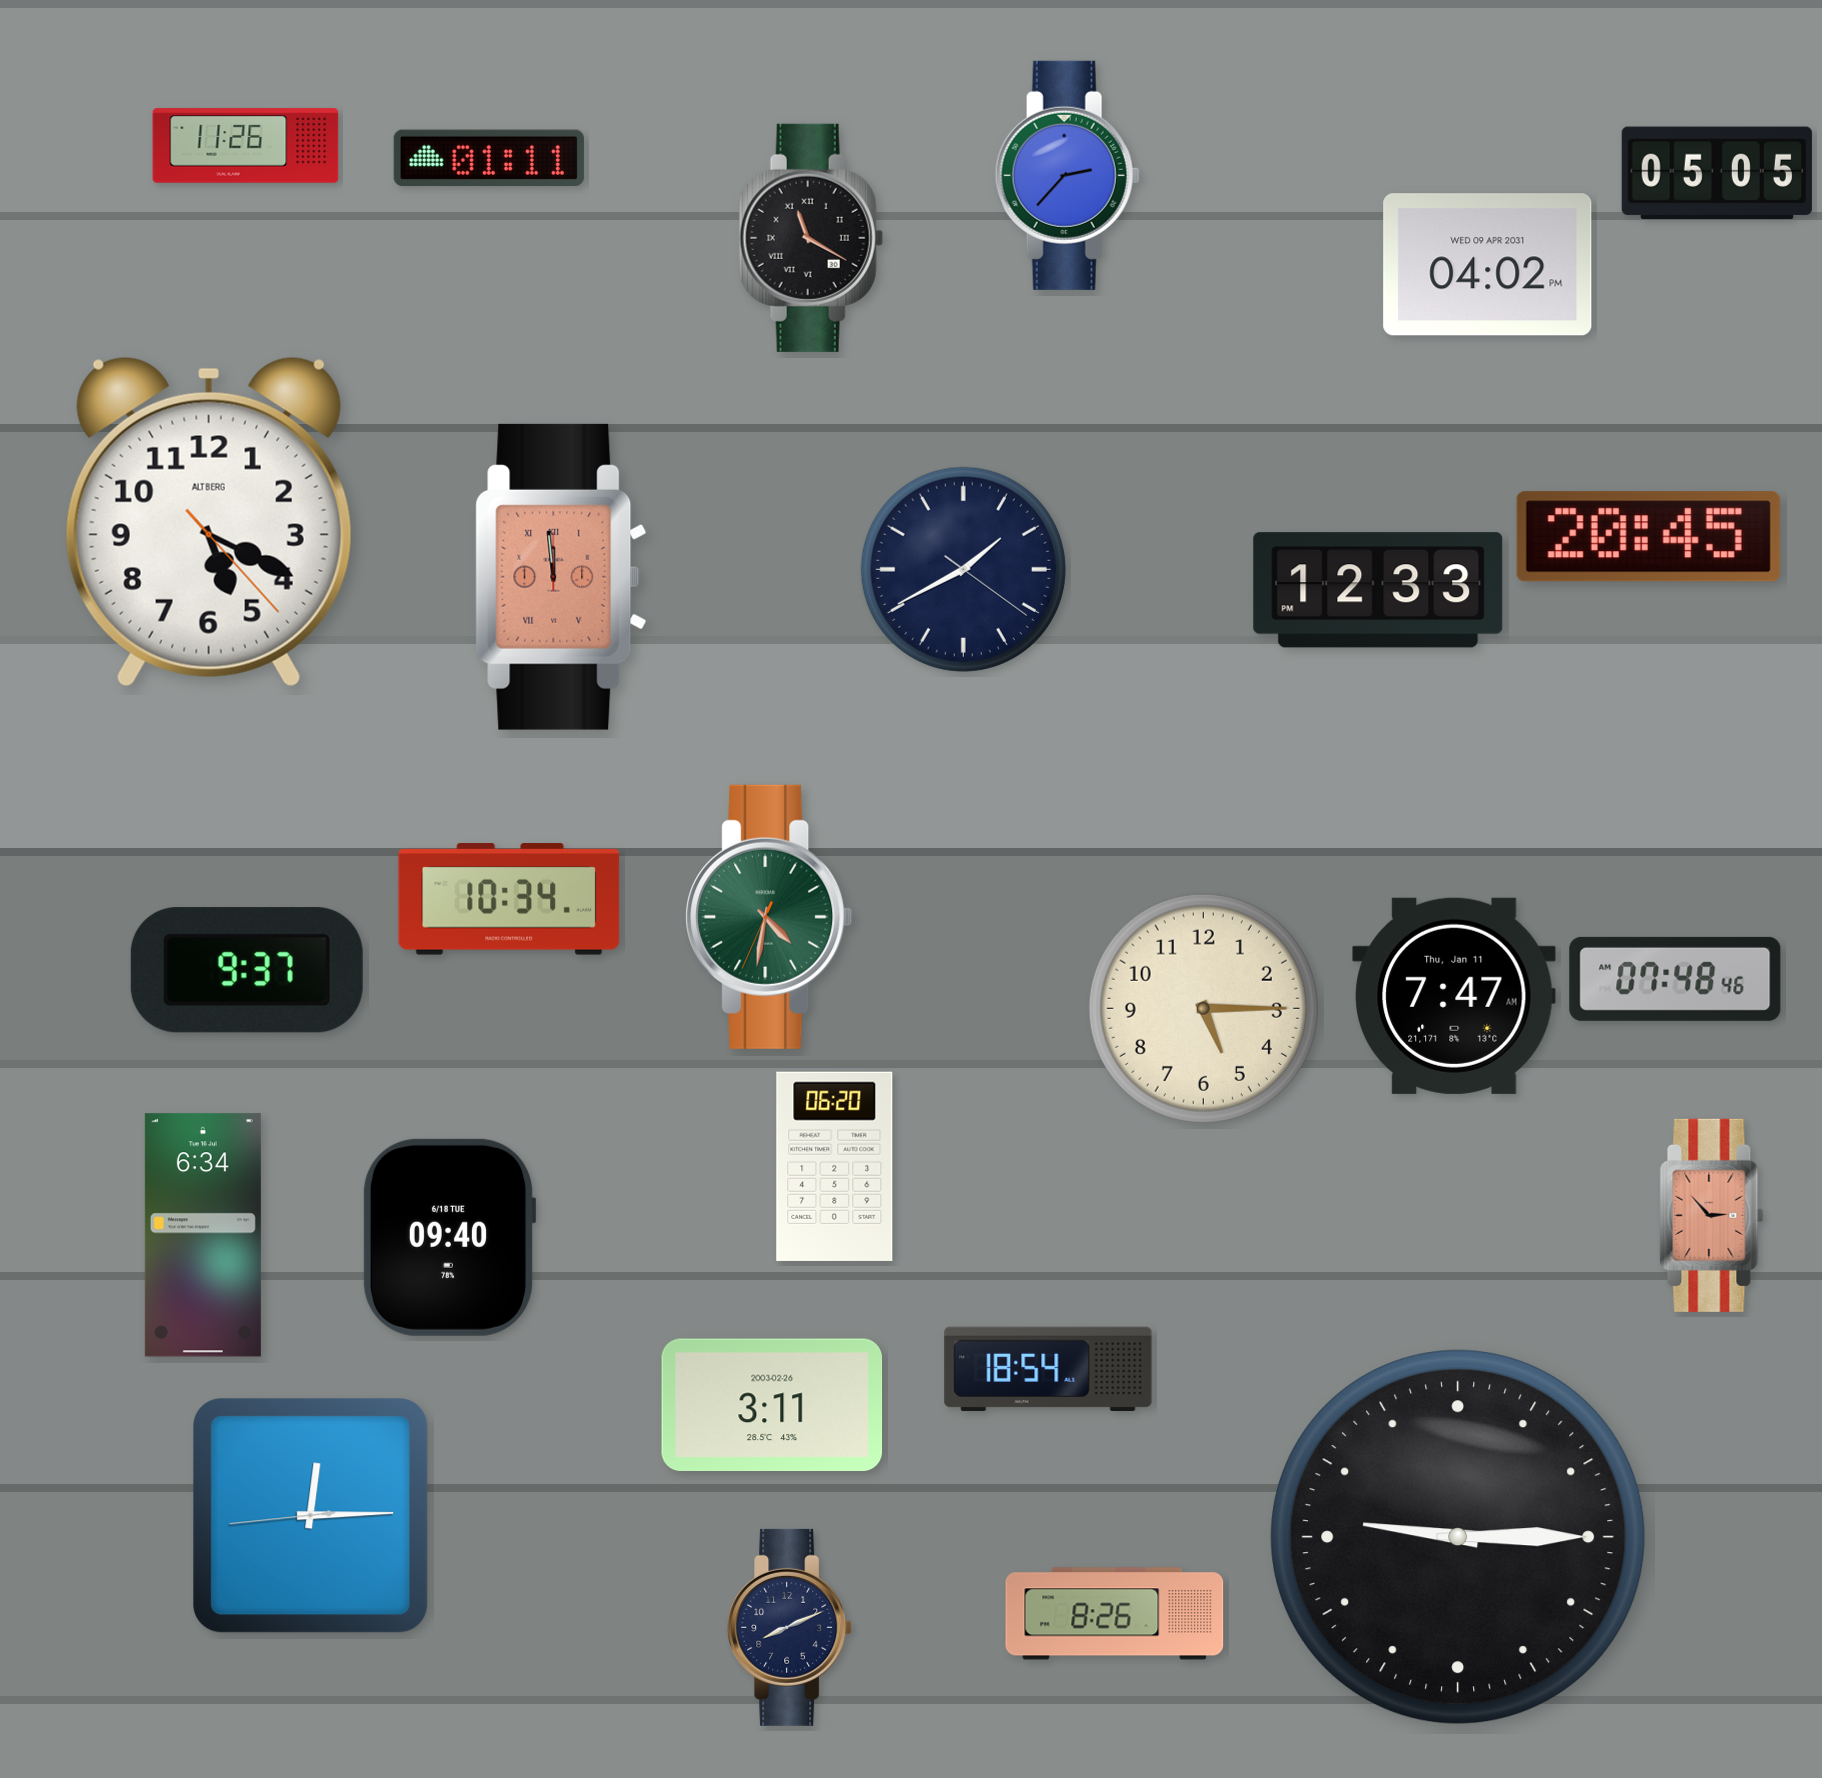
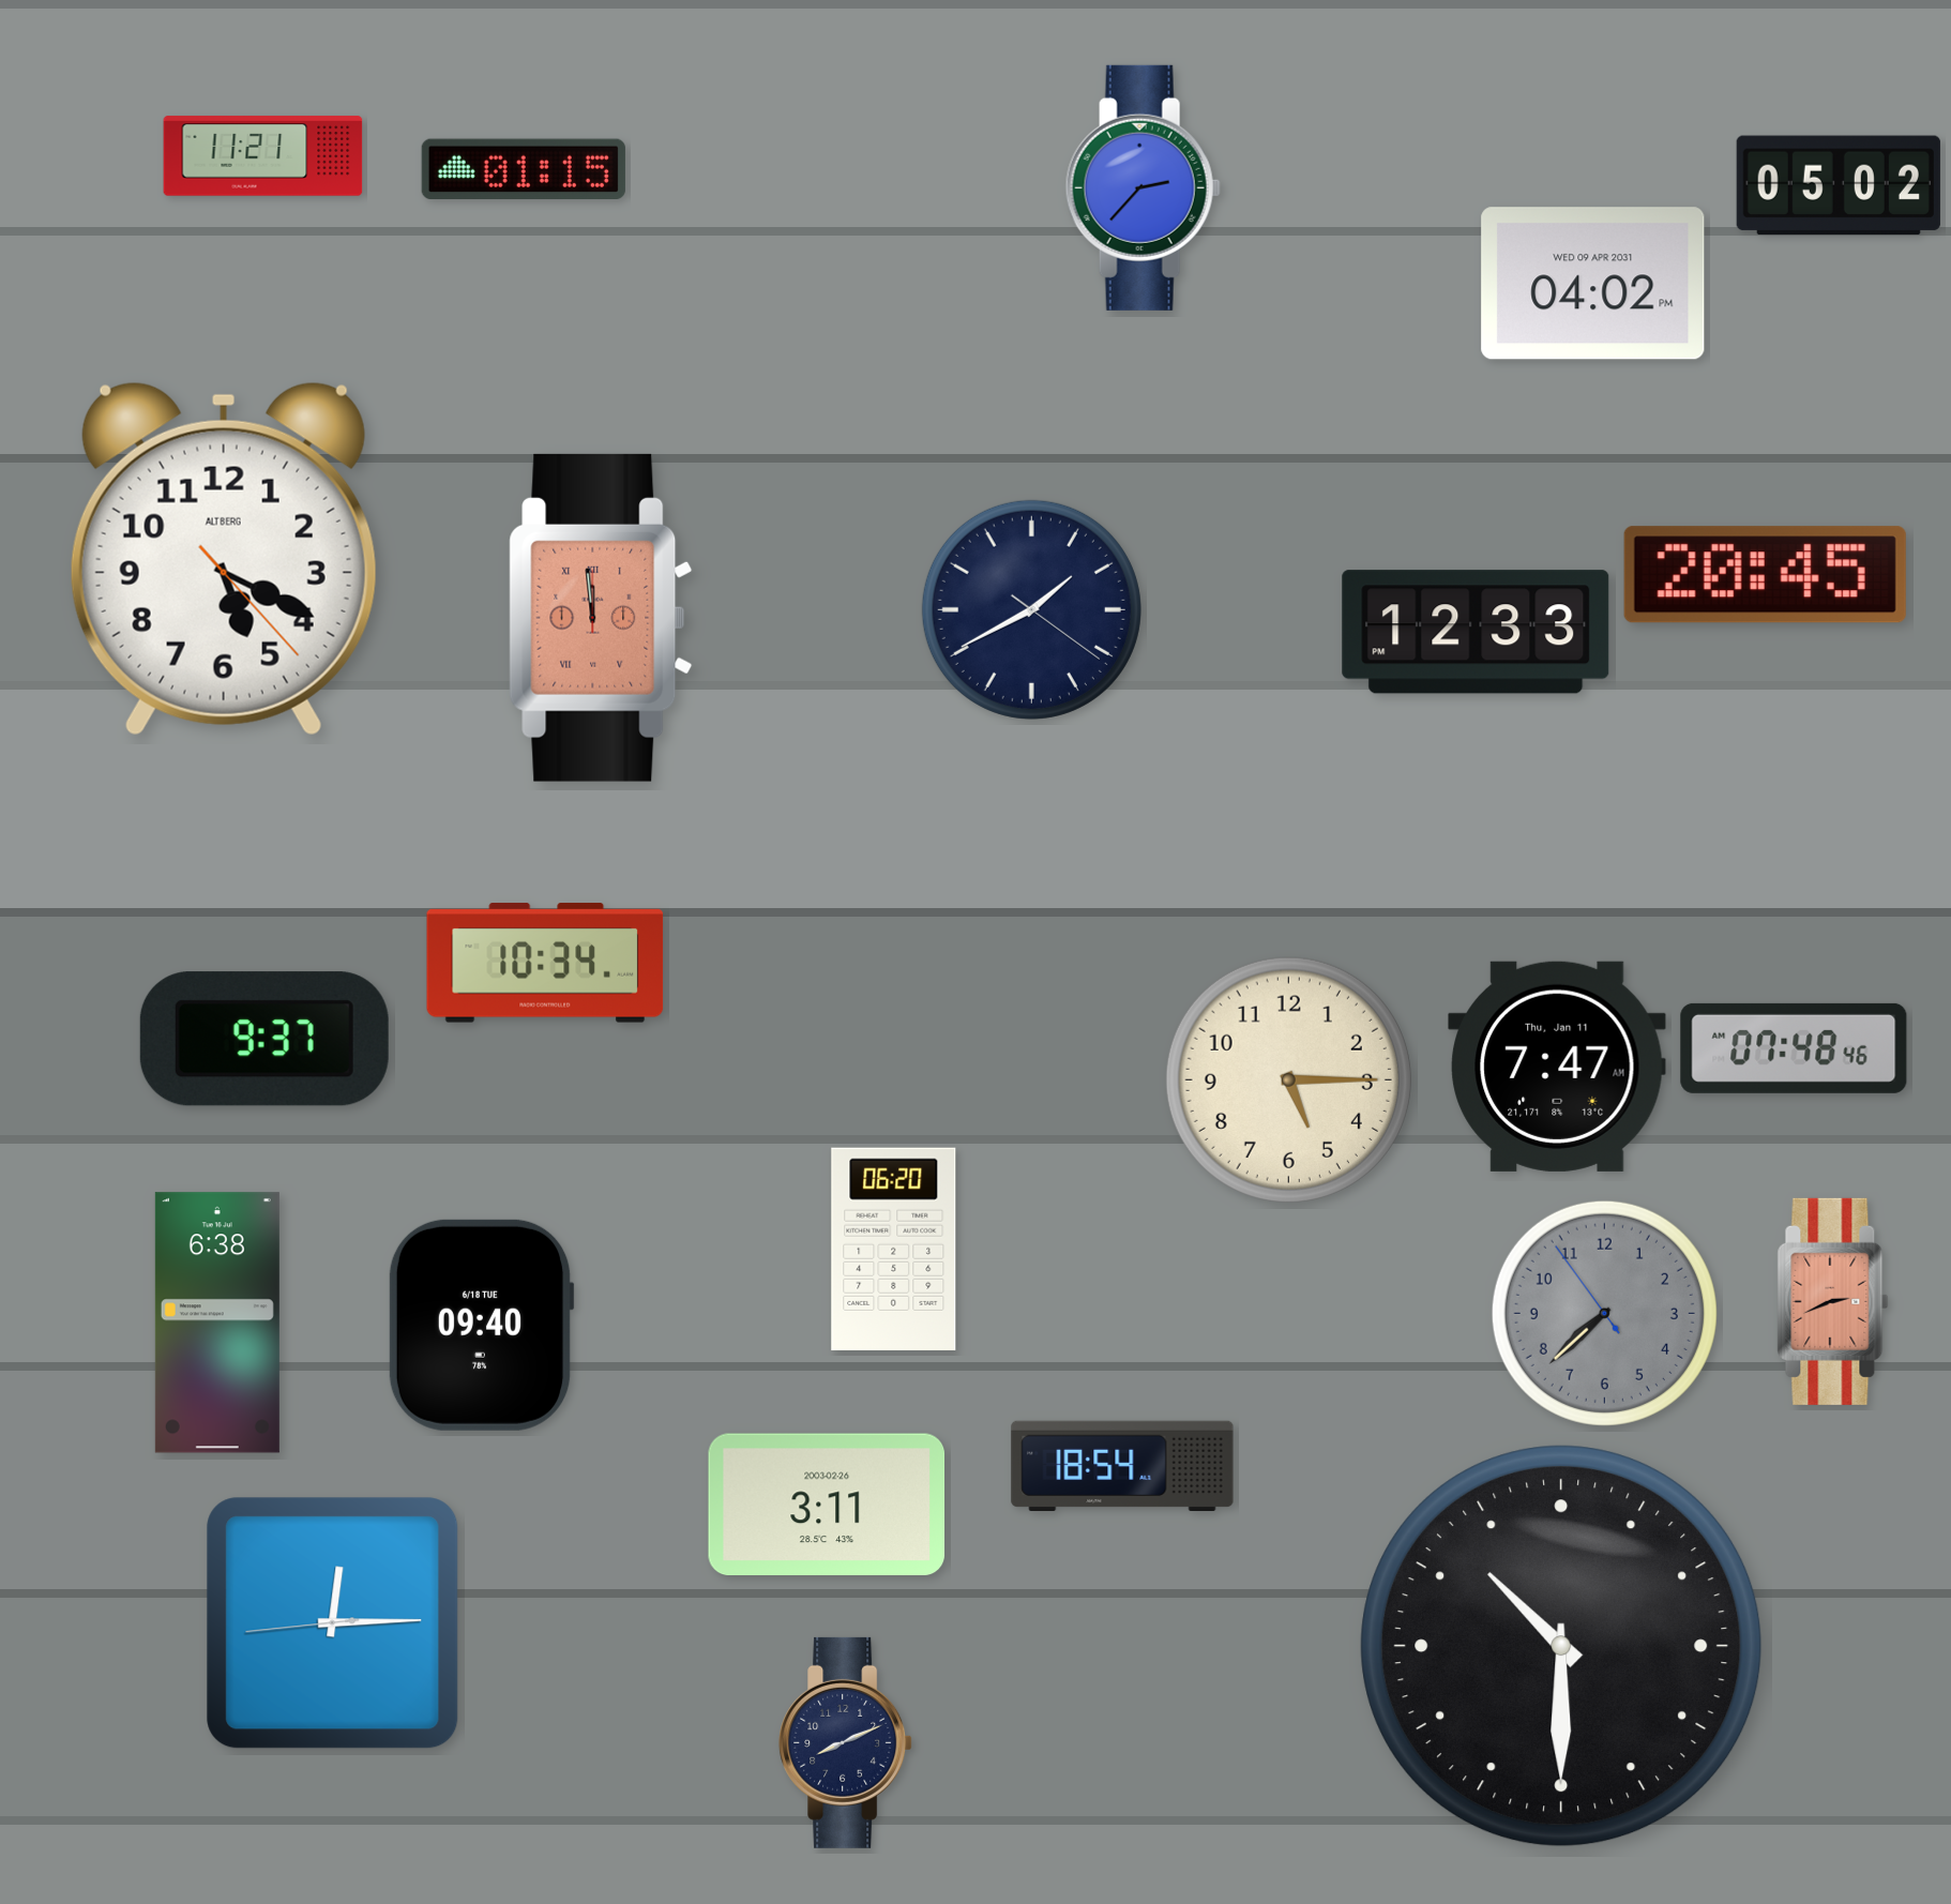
clock at (246, 146): 11:26 -> 11:21
clock at (489, 157): 01:11 -> 01:15
clock at (1717, 173): 05:05 -> 05:02
clock at (811, 238): 11:20 -> none
clock at (769, 917): 4:31 -> none
clock at (1712, 1215): 2:53 -> 2:41
clock at (1604, 1313): none -> 7:37
clock at (203, 1235): 6:34 -> 6:38
clock at (1458, 1537): 9:15 -> 10:30
clock at (1115, 1614): 8:26 -> none
